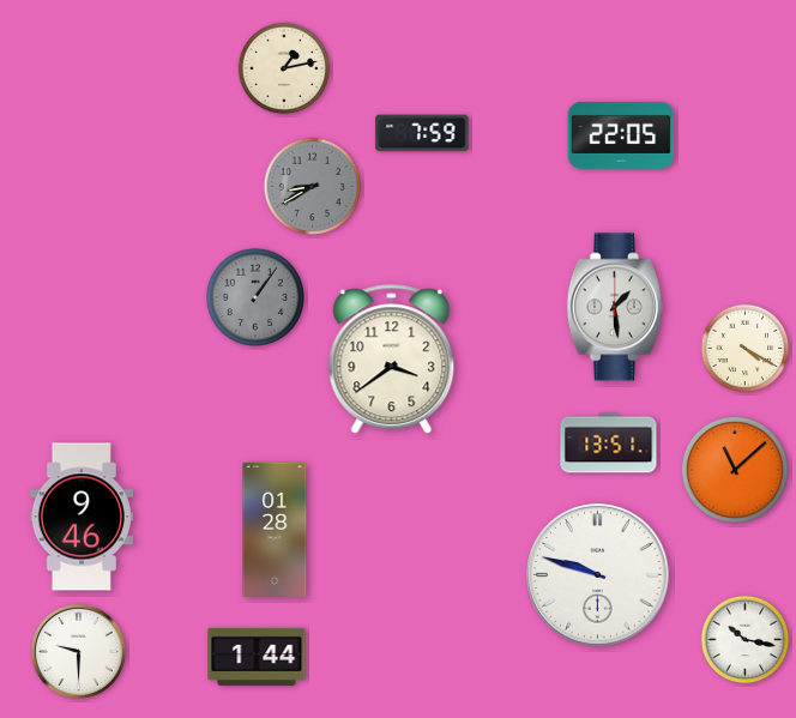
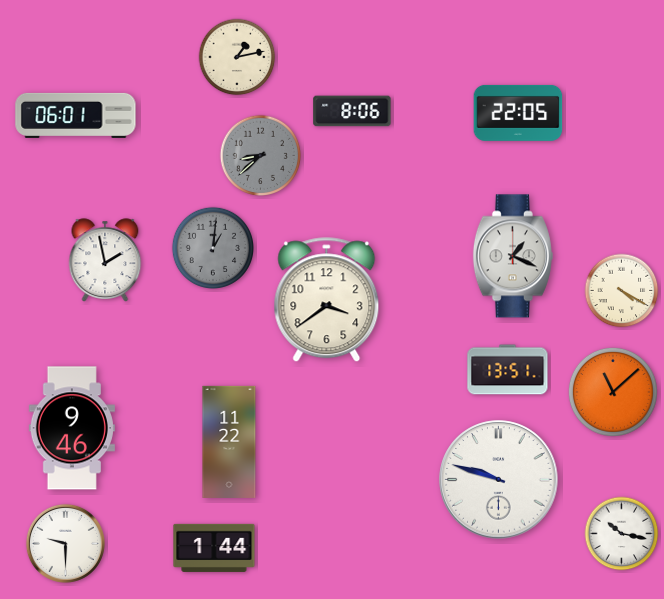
clock at (422, 133): 7:59 -> 8:06
clock at (76, 115): none -> 06:01
clock at (313, 187): 8:40 -> 8:38
clock at (254, 296): 1:06 -> 1:01
clock at (615, 307): 1:29 -> 1:19
clock at (105, 260): none -> 1:58
clock at (82, 517) position: (82, 517) -> (72, 428)
clock at (275, 530): 01:28 -> 11:22
